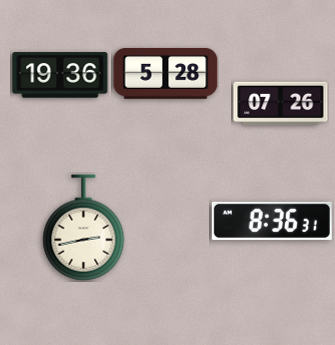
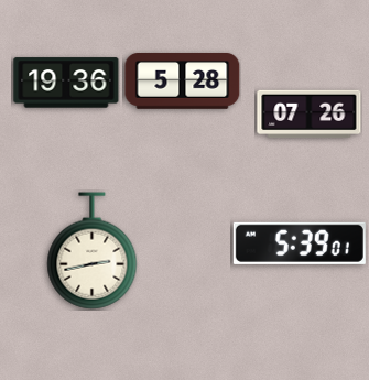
clock at (272, 221): 8:36 -> 5:39
